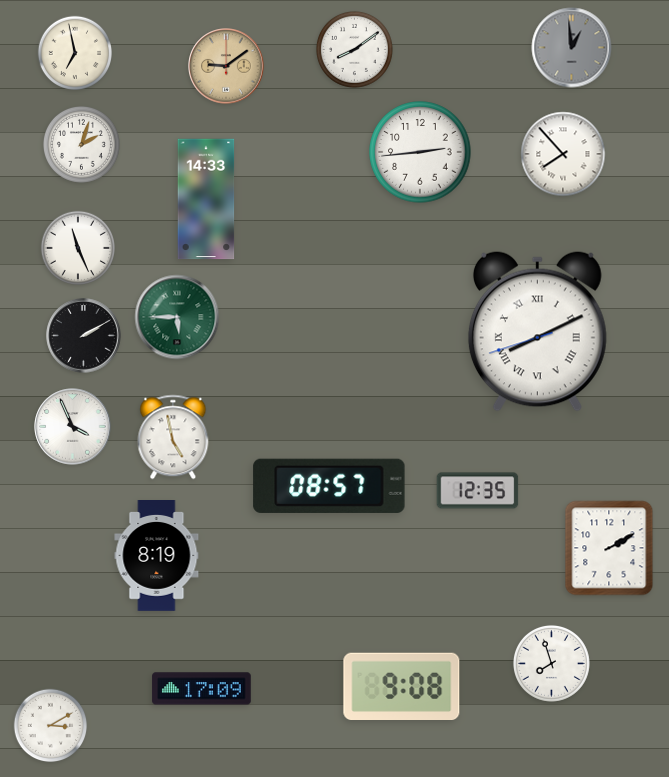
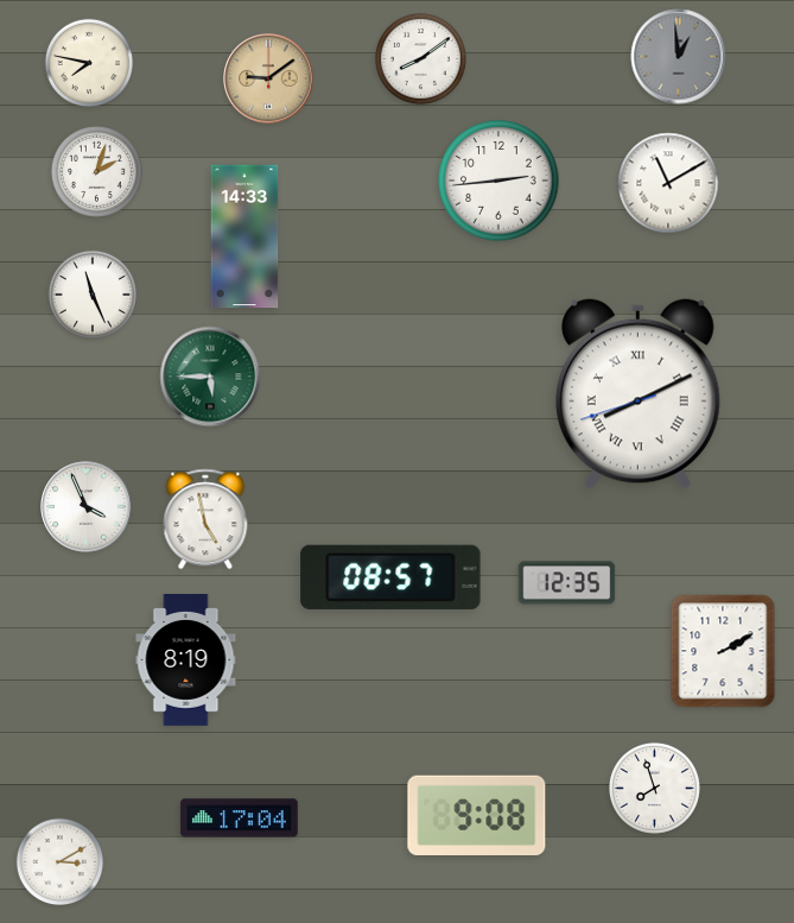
clock at (74, 52): 6:58 -> 7:47
clock at (563, 154): 7:53 -> 11:10
clock at (84, 336): 2:10 -> none
clock at (202, 689): 17:09 -> 17:04
